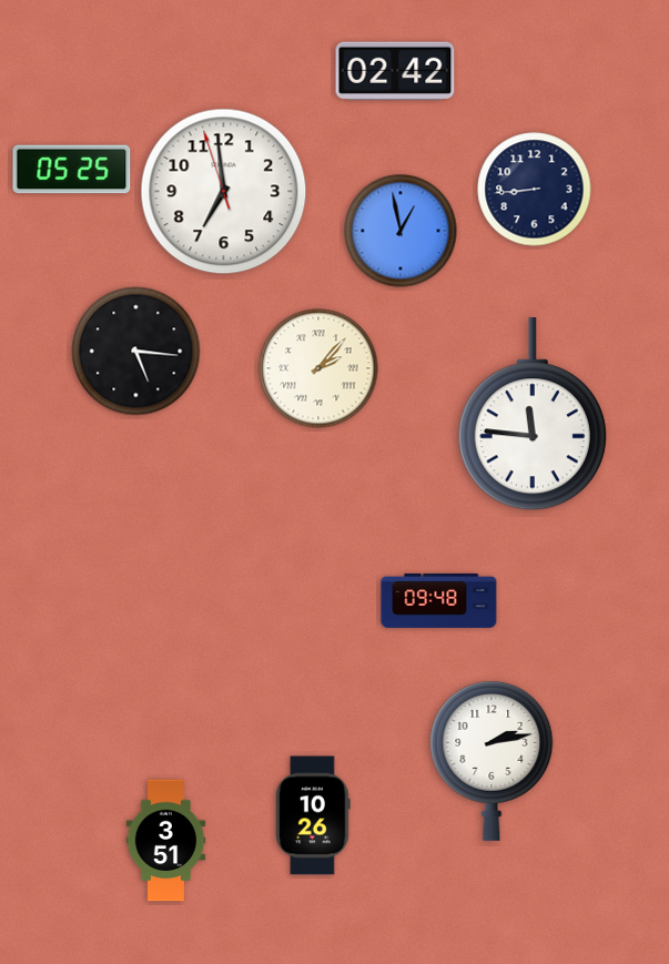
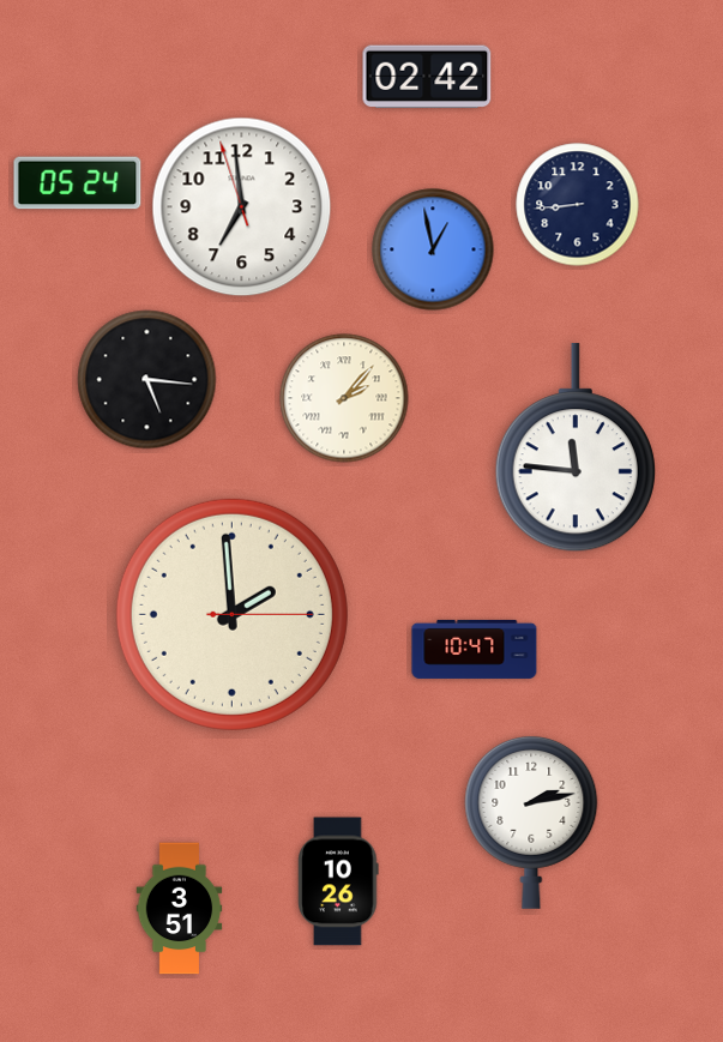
clock at (72, 170): 05:25 -> 05:24
clock at (231, 614): none -> 1:59
clock at (439, 600): 09:48 -> 10:47
